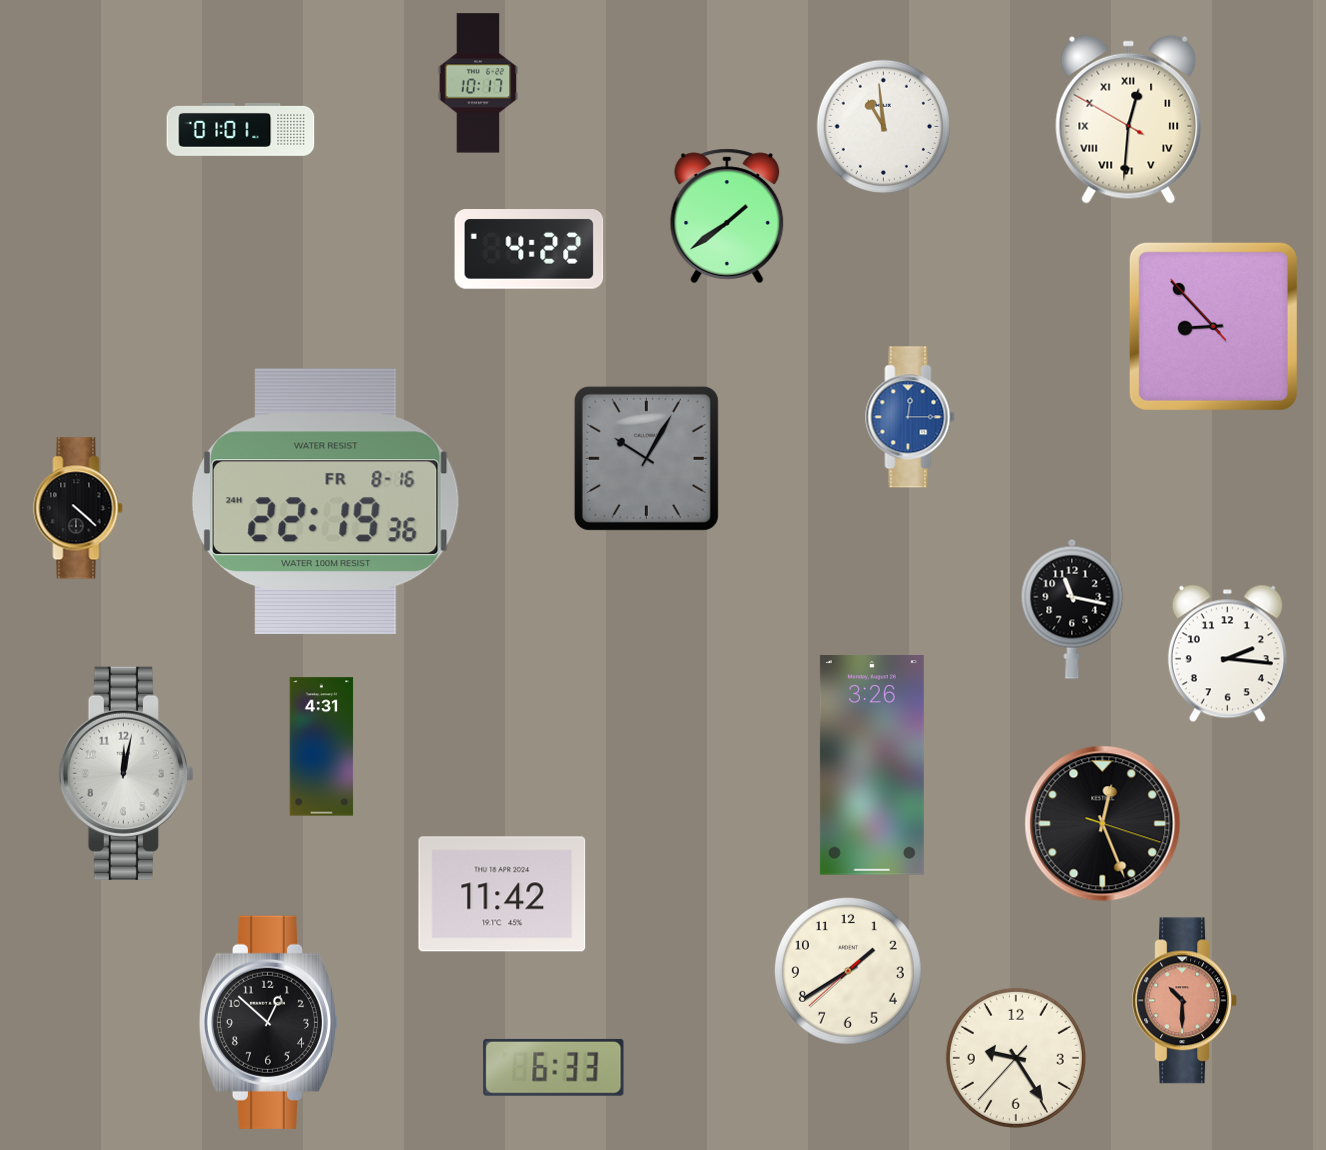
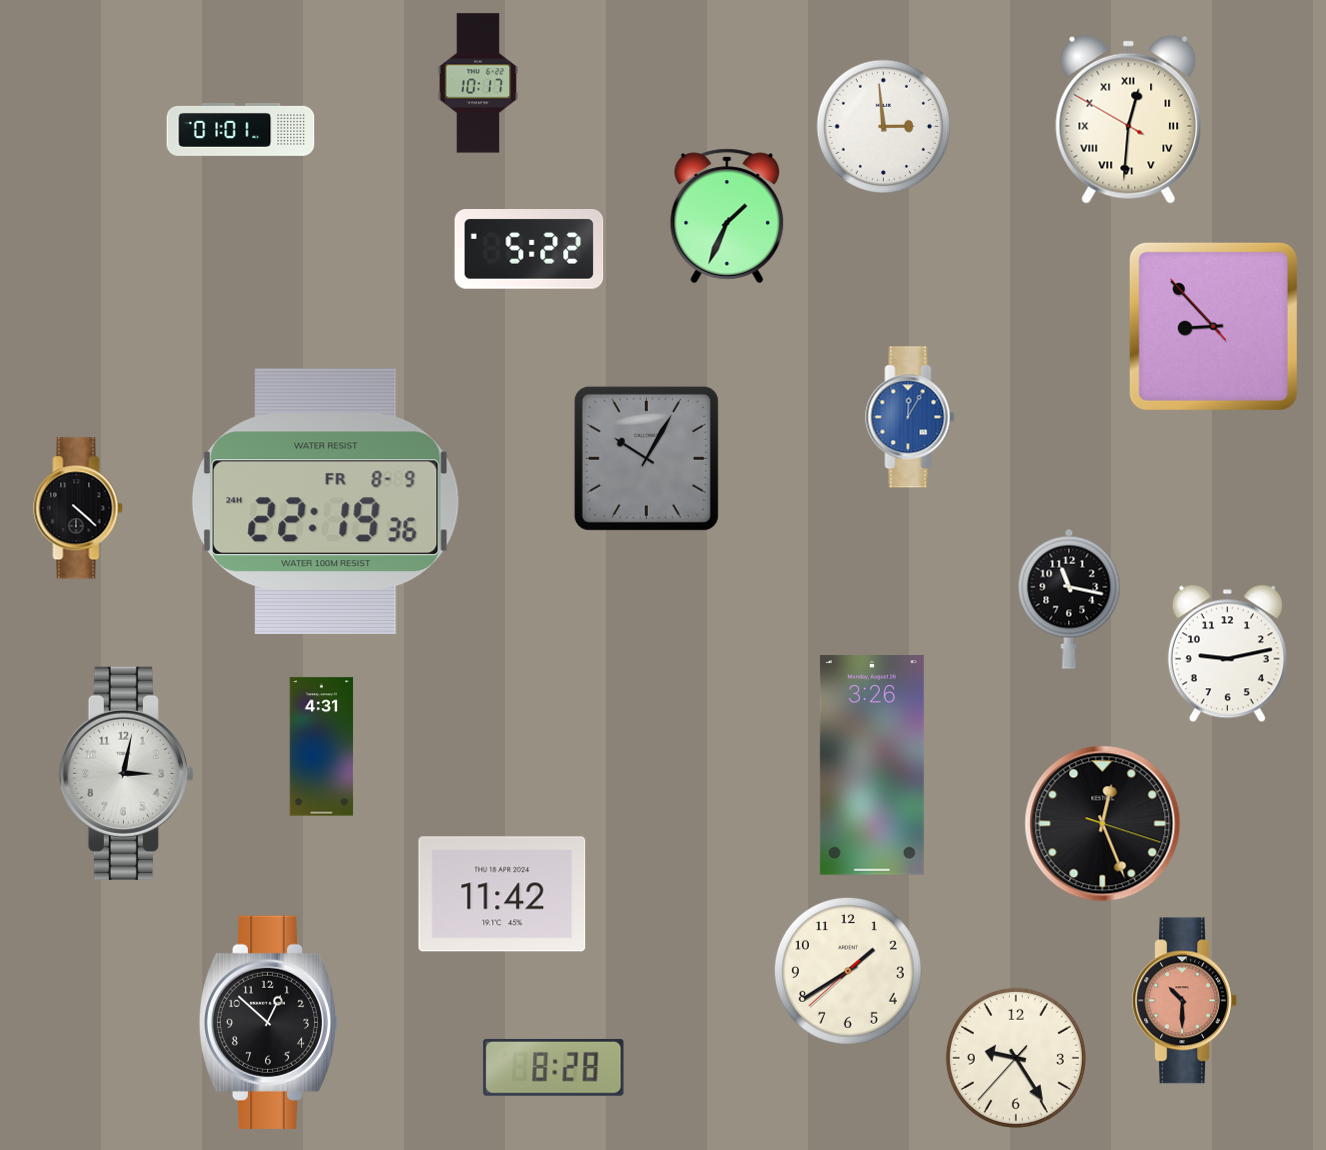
clock at (883, 126): 10:59 -> 2:59
clock at (727, 216): 1:39 -> 1:34
clock at (529, 250): 4:22 -> 5:22
clock at (910, 417): 12:15 -> 12:05
clock at (325, 501) date: FR 8-16 -> FR 8-9
clock at (1072, 609) position: (1072, 609) -> (1069, 599)
clock at (1227, 654): 2:16 -> 9:13
clock at (126, 773): 12:02 -> 3:02
clock at (554, 1067): 6:33 -> 8:28
